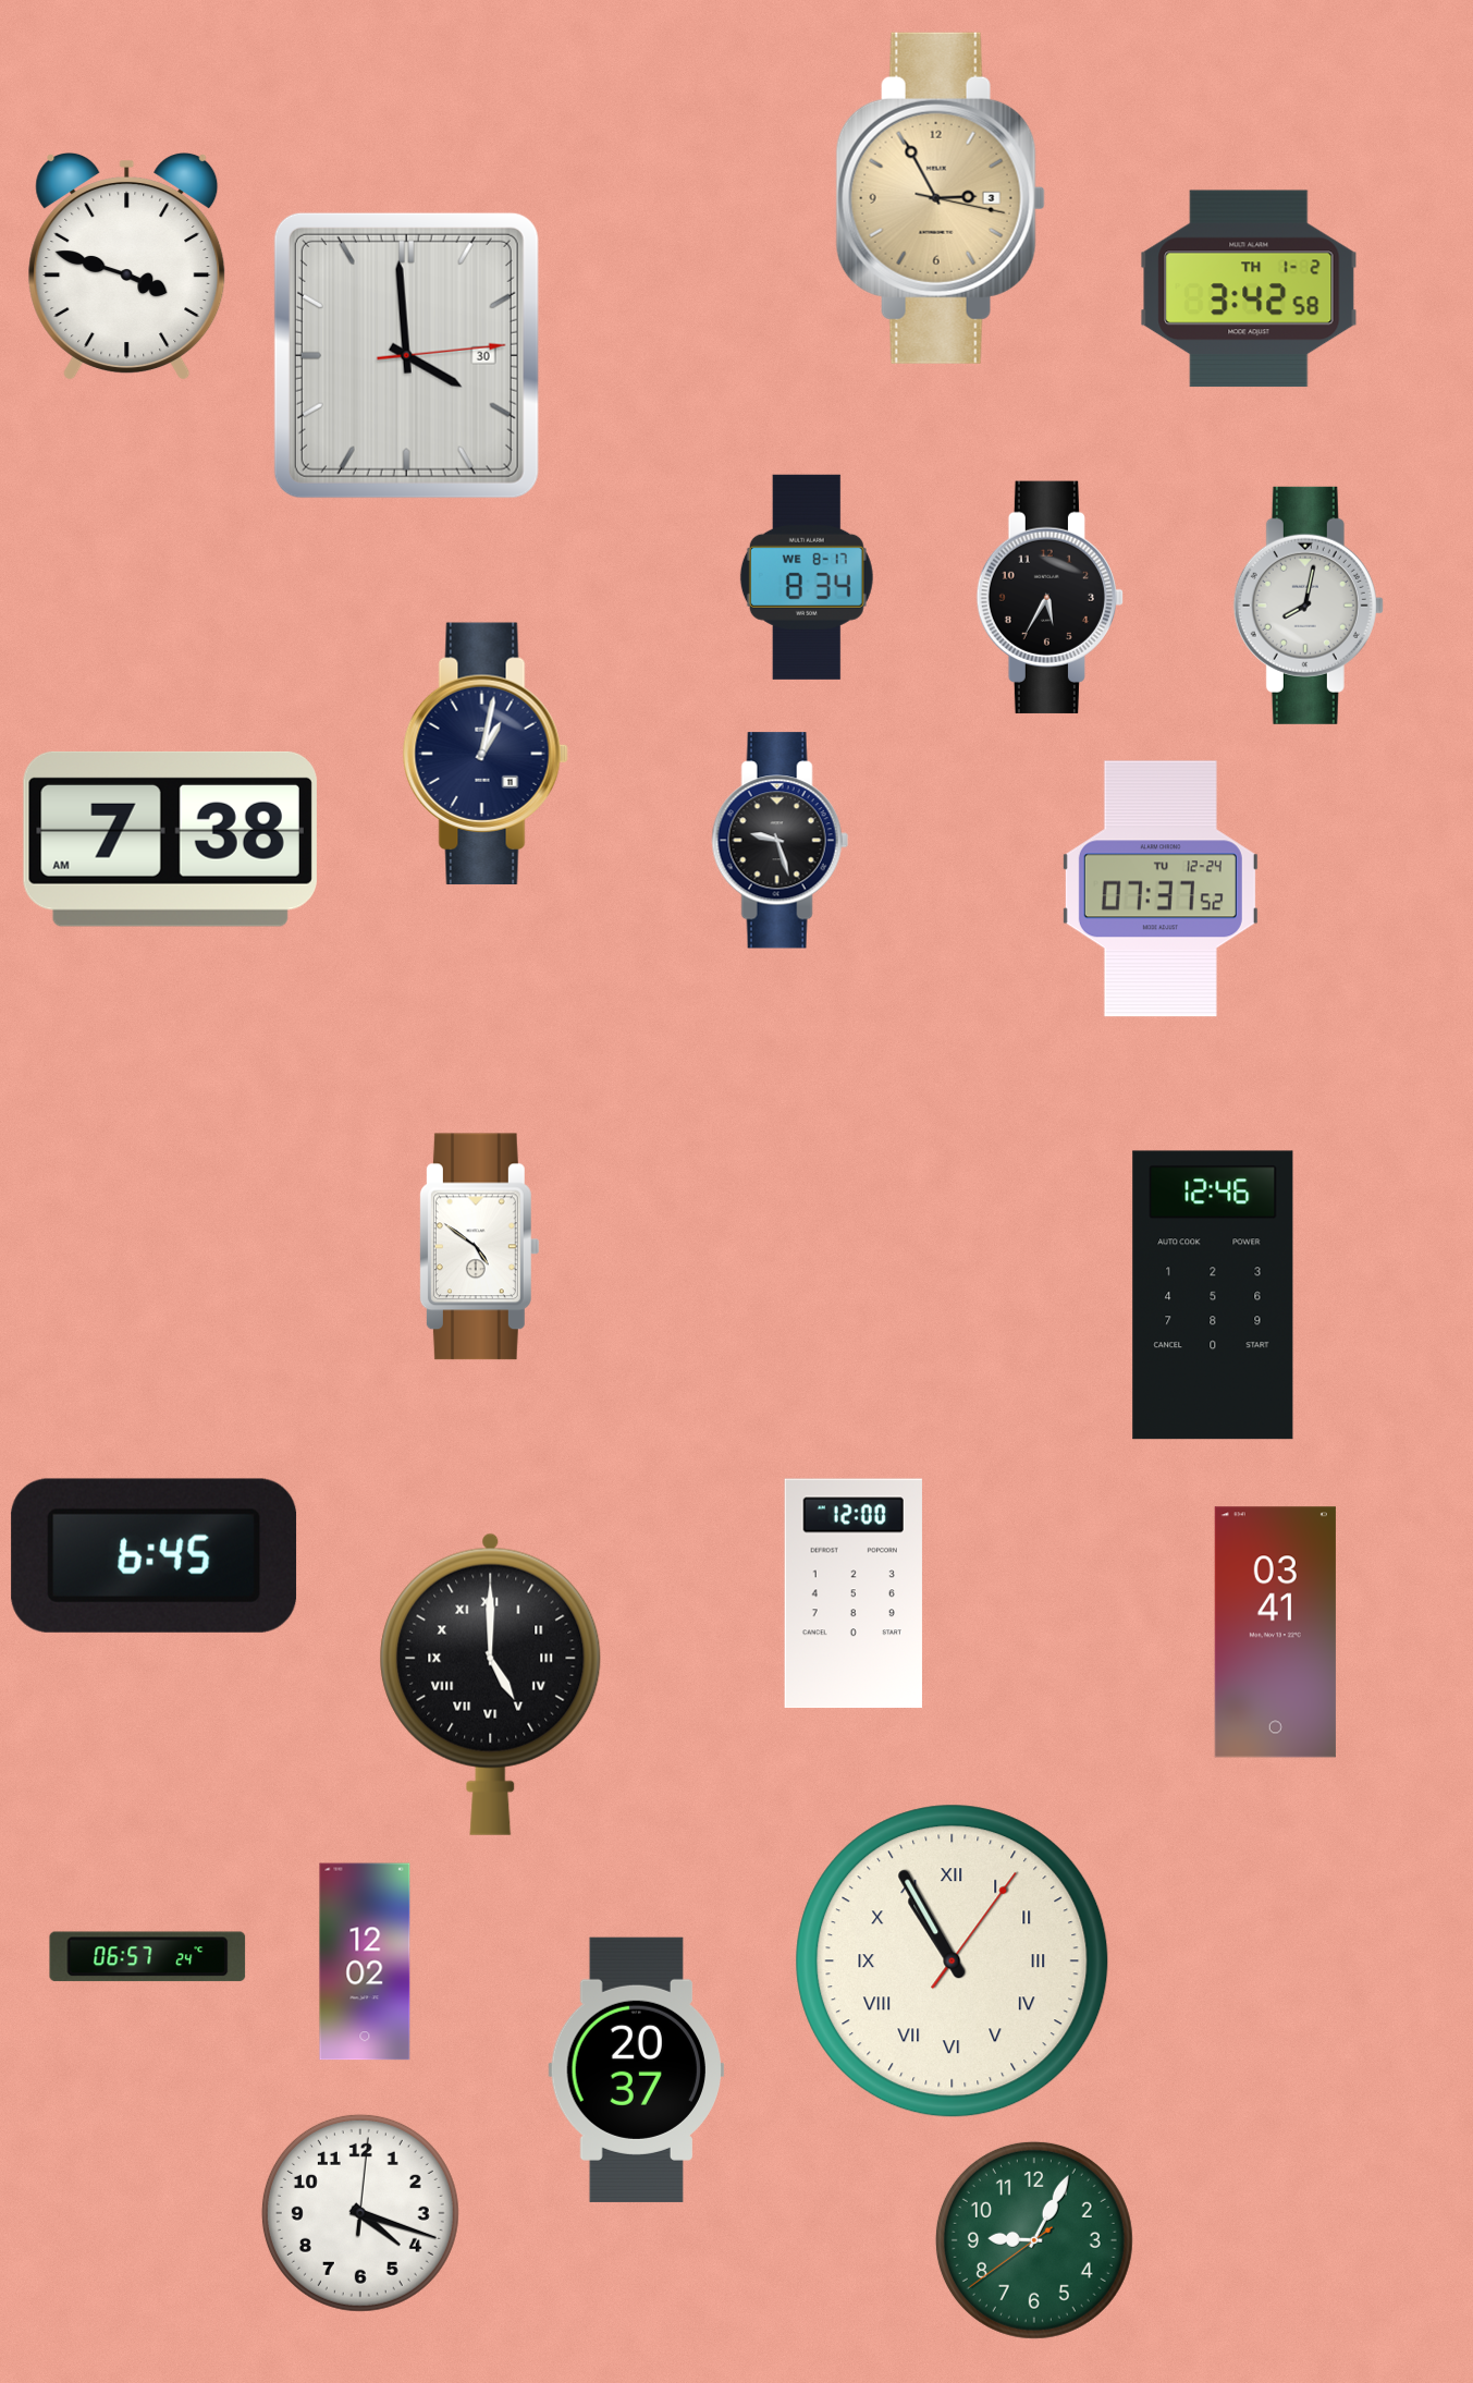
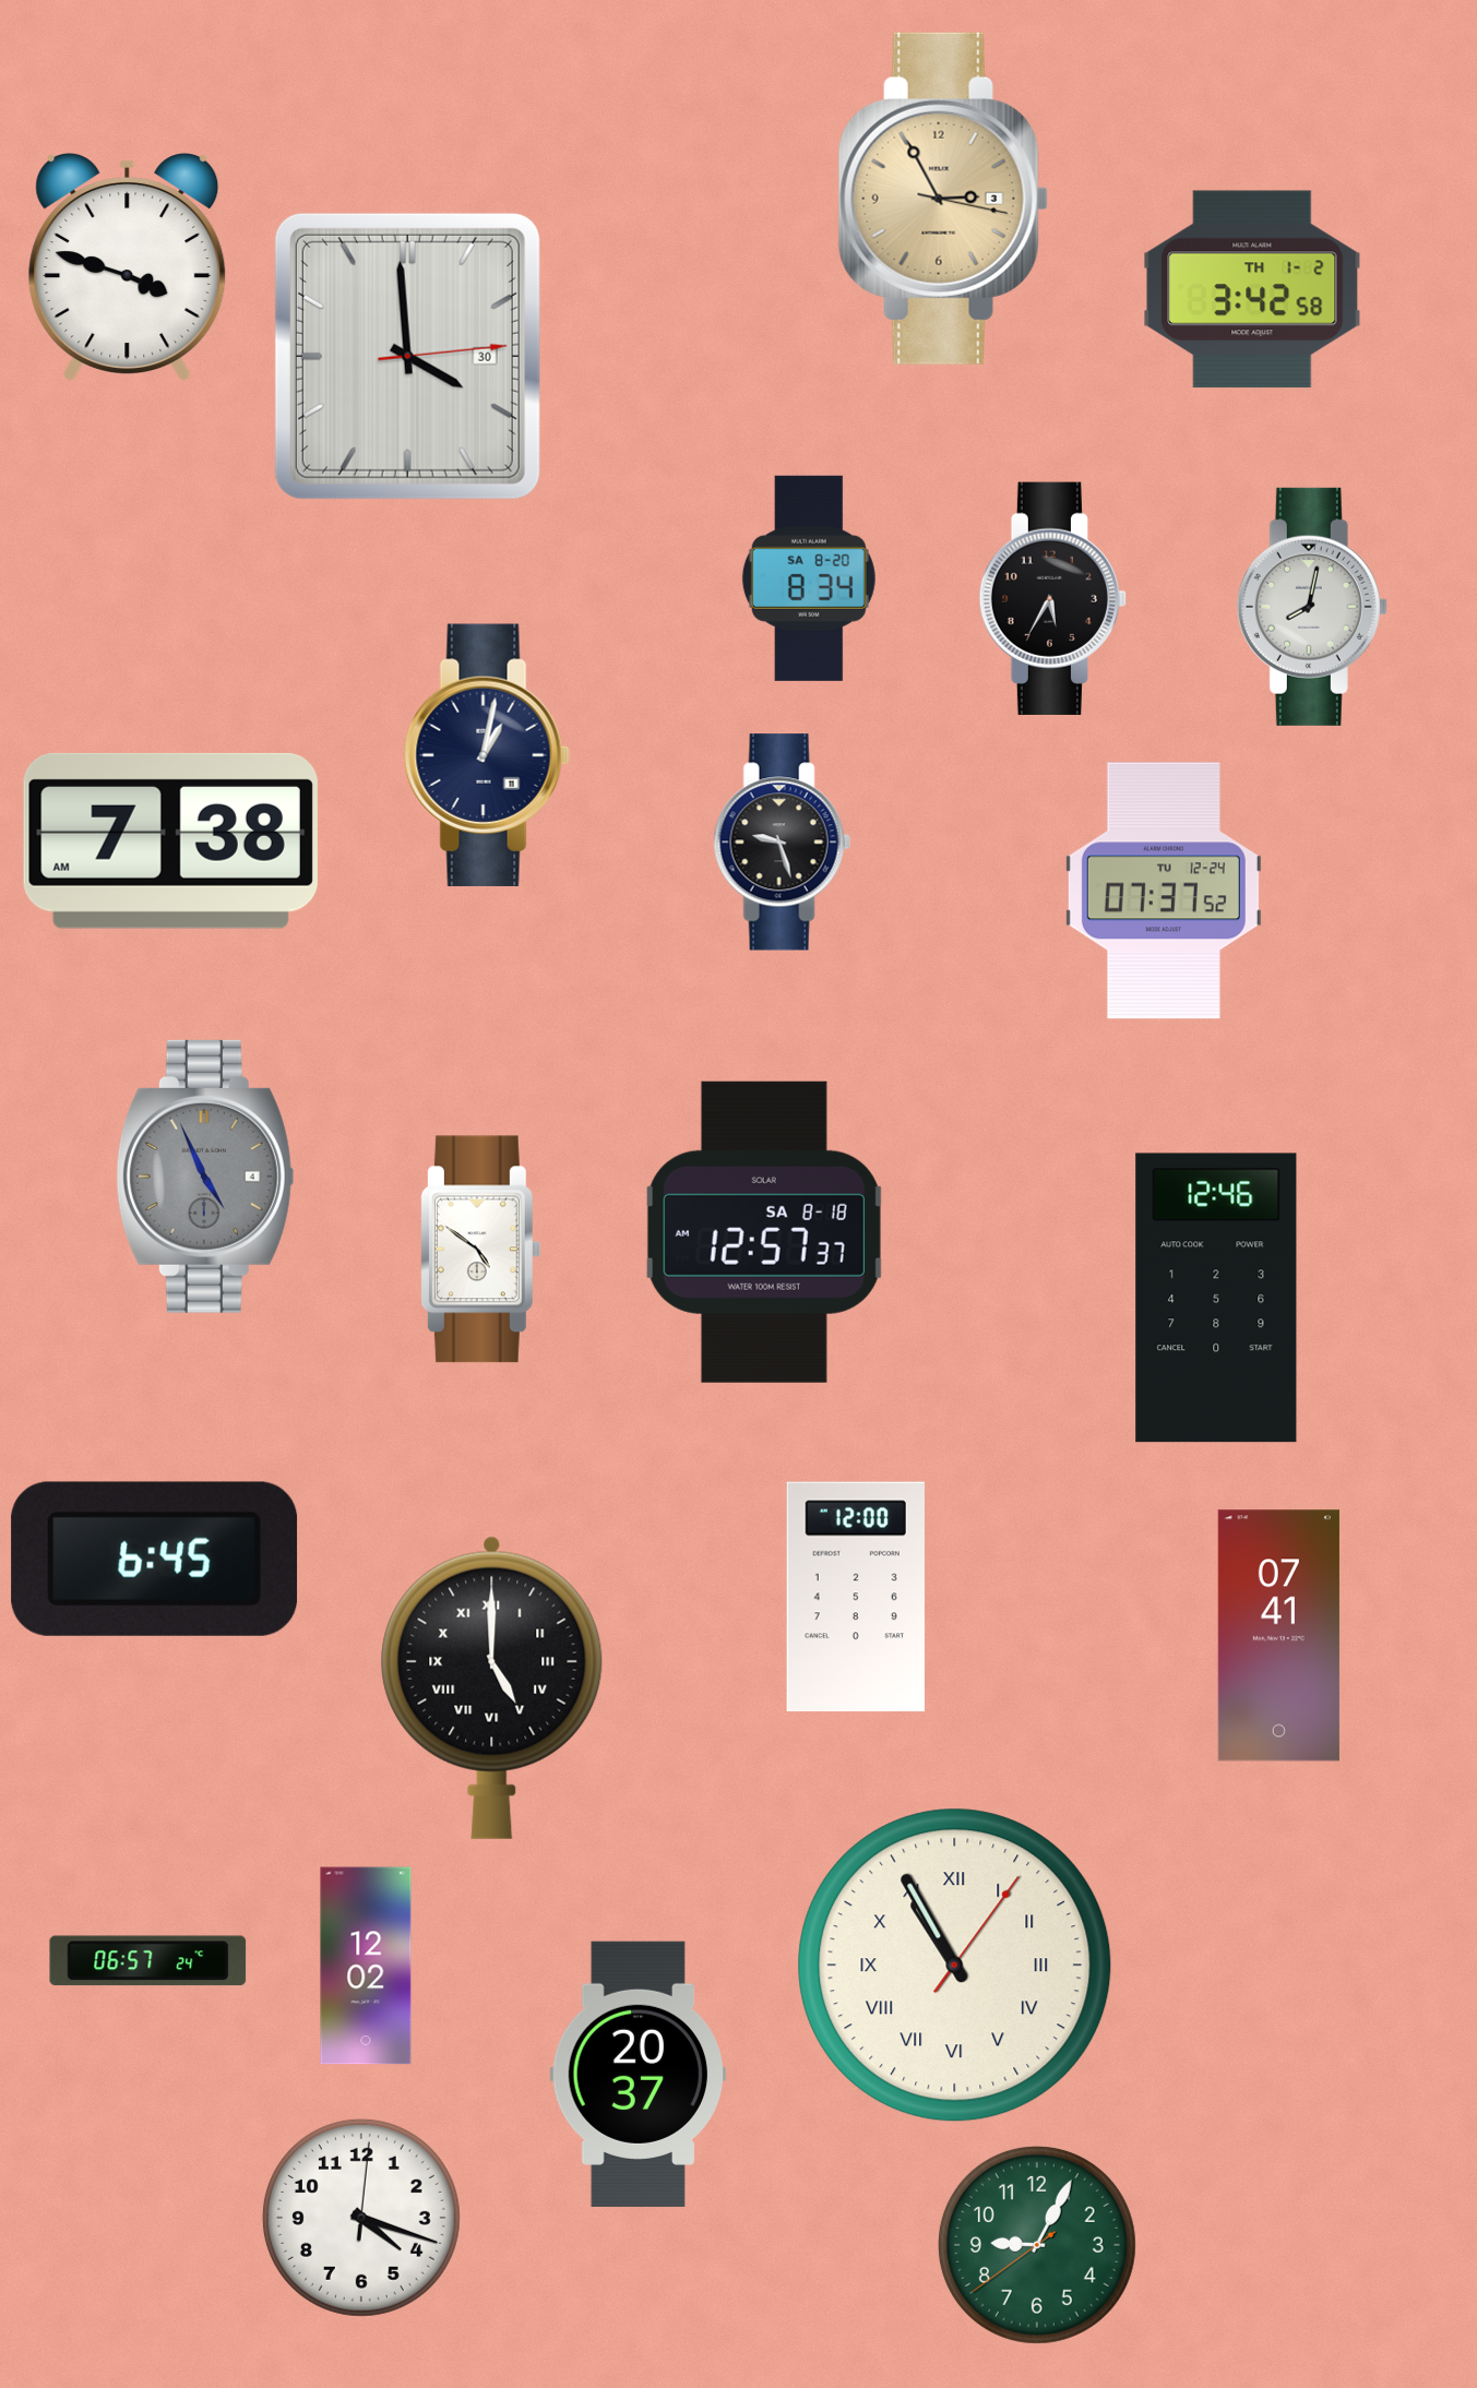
clock at (807, 577) date: WE 8-17 -> SA 8-20
clock at (205, 1177): none -> 4:56
clock at (764, 1232): none -> 12:57
clock at (1275, 1633): 03:41 -> 07:41
